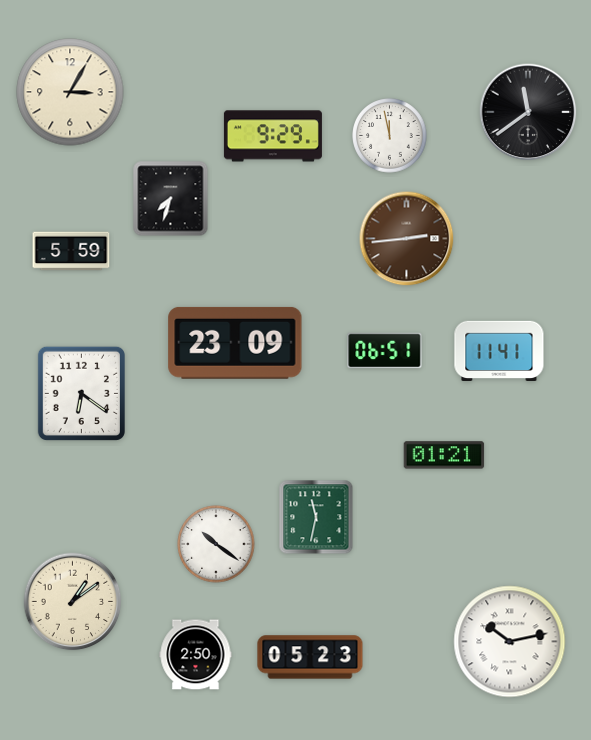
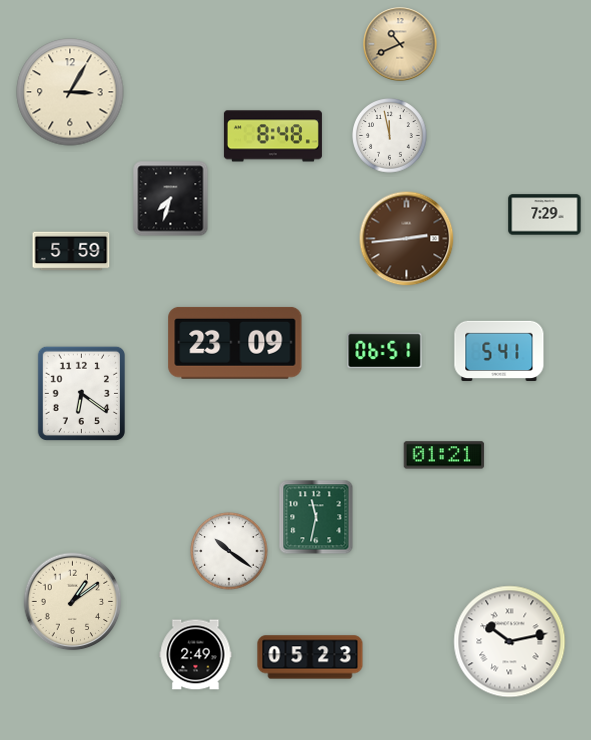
clock at (400, 44): none -> 10:41
clock at (528, 112): 11:39 -> none
clock at (273, 136): 9:29 -> 8:48
clock at (545, 215): none -> 7:29
clock at (499, 350): 11:41 -> 5:41
clock at (216, 544) position: (216, 544) -> (229, 551)
clock at (196, 655): 2:50 -> 2:49
